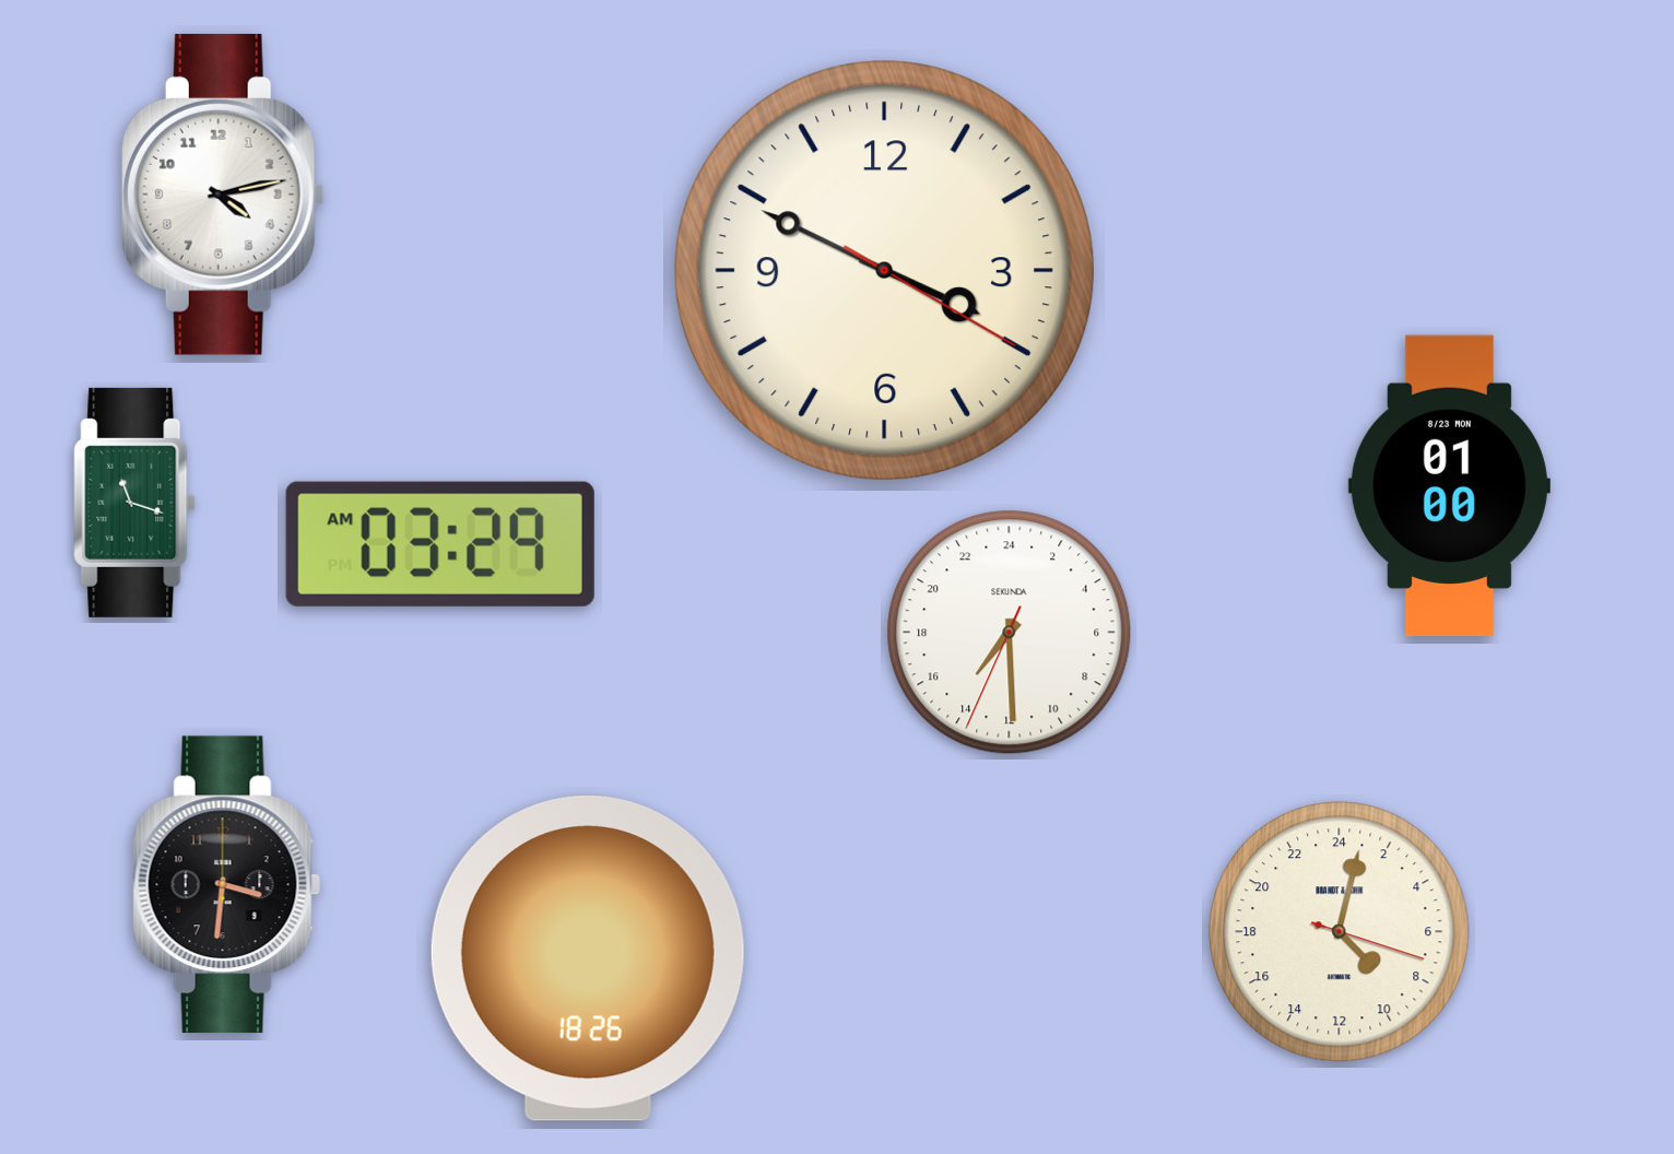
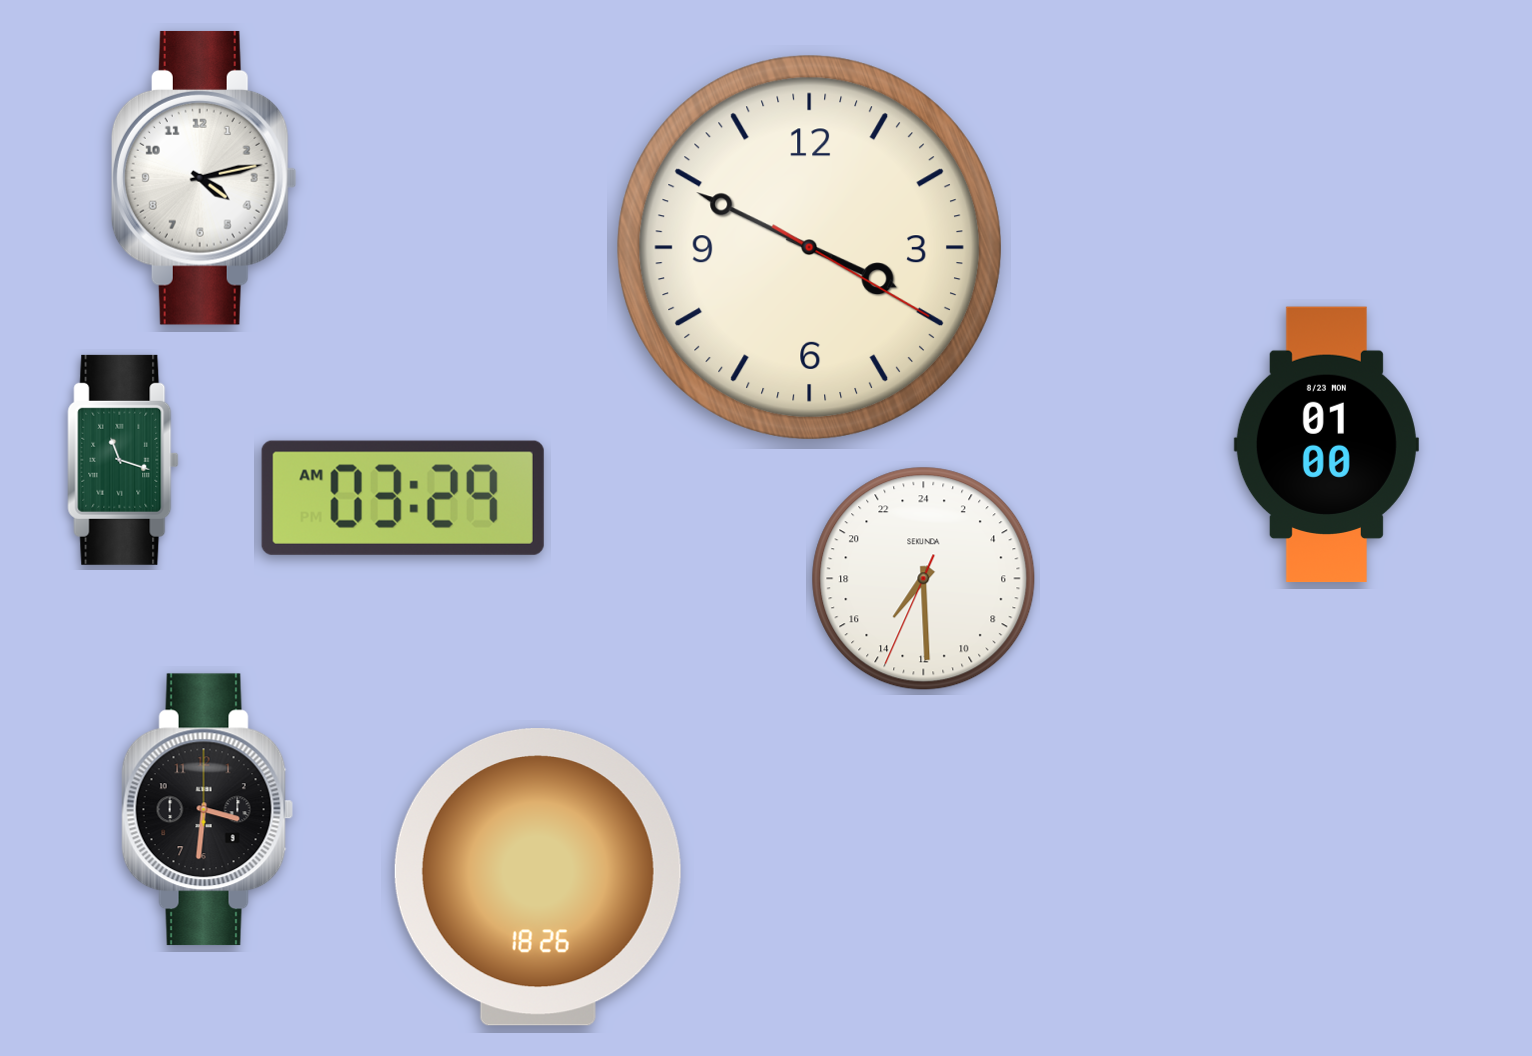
clock at (1340, 932): 9:02 -> none
